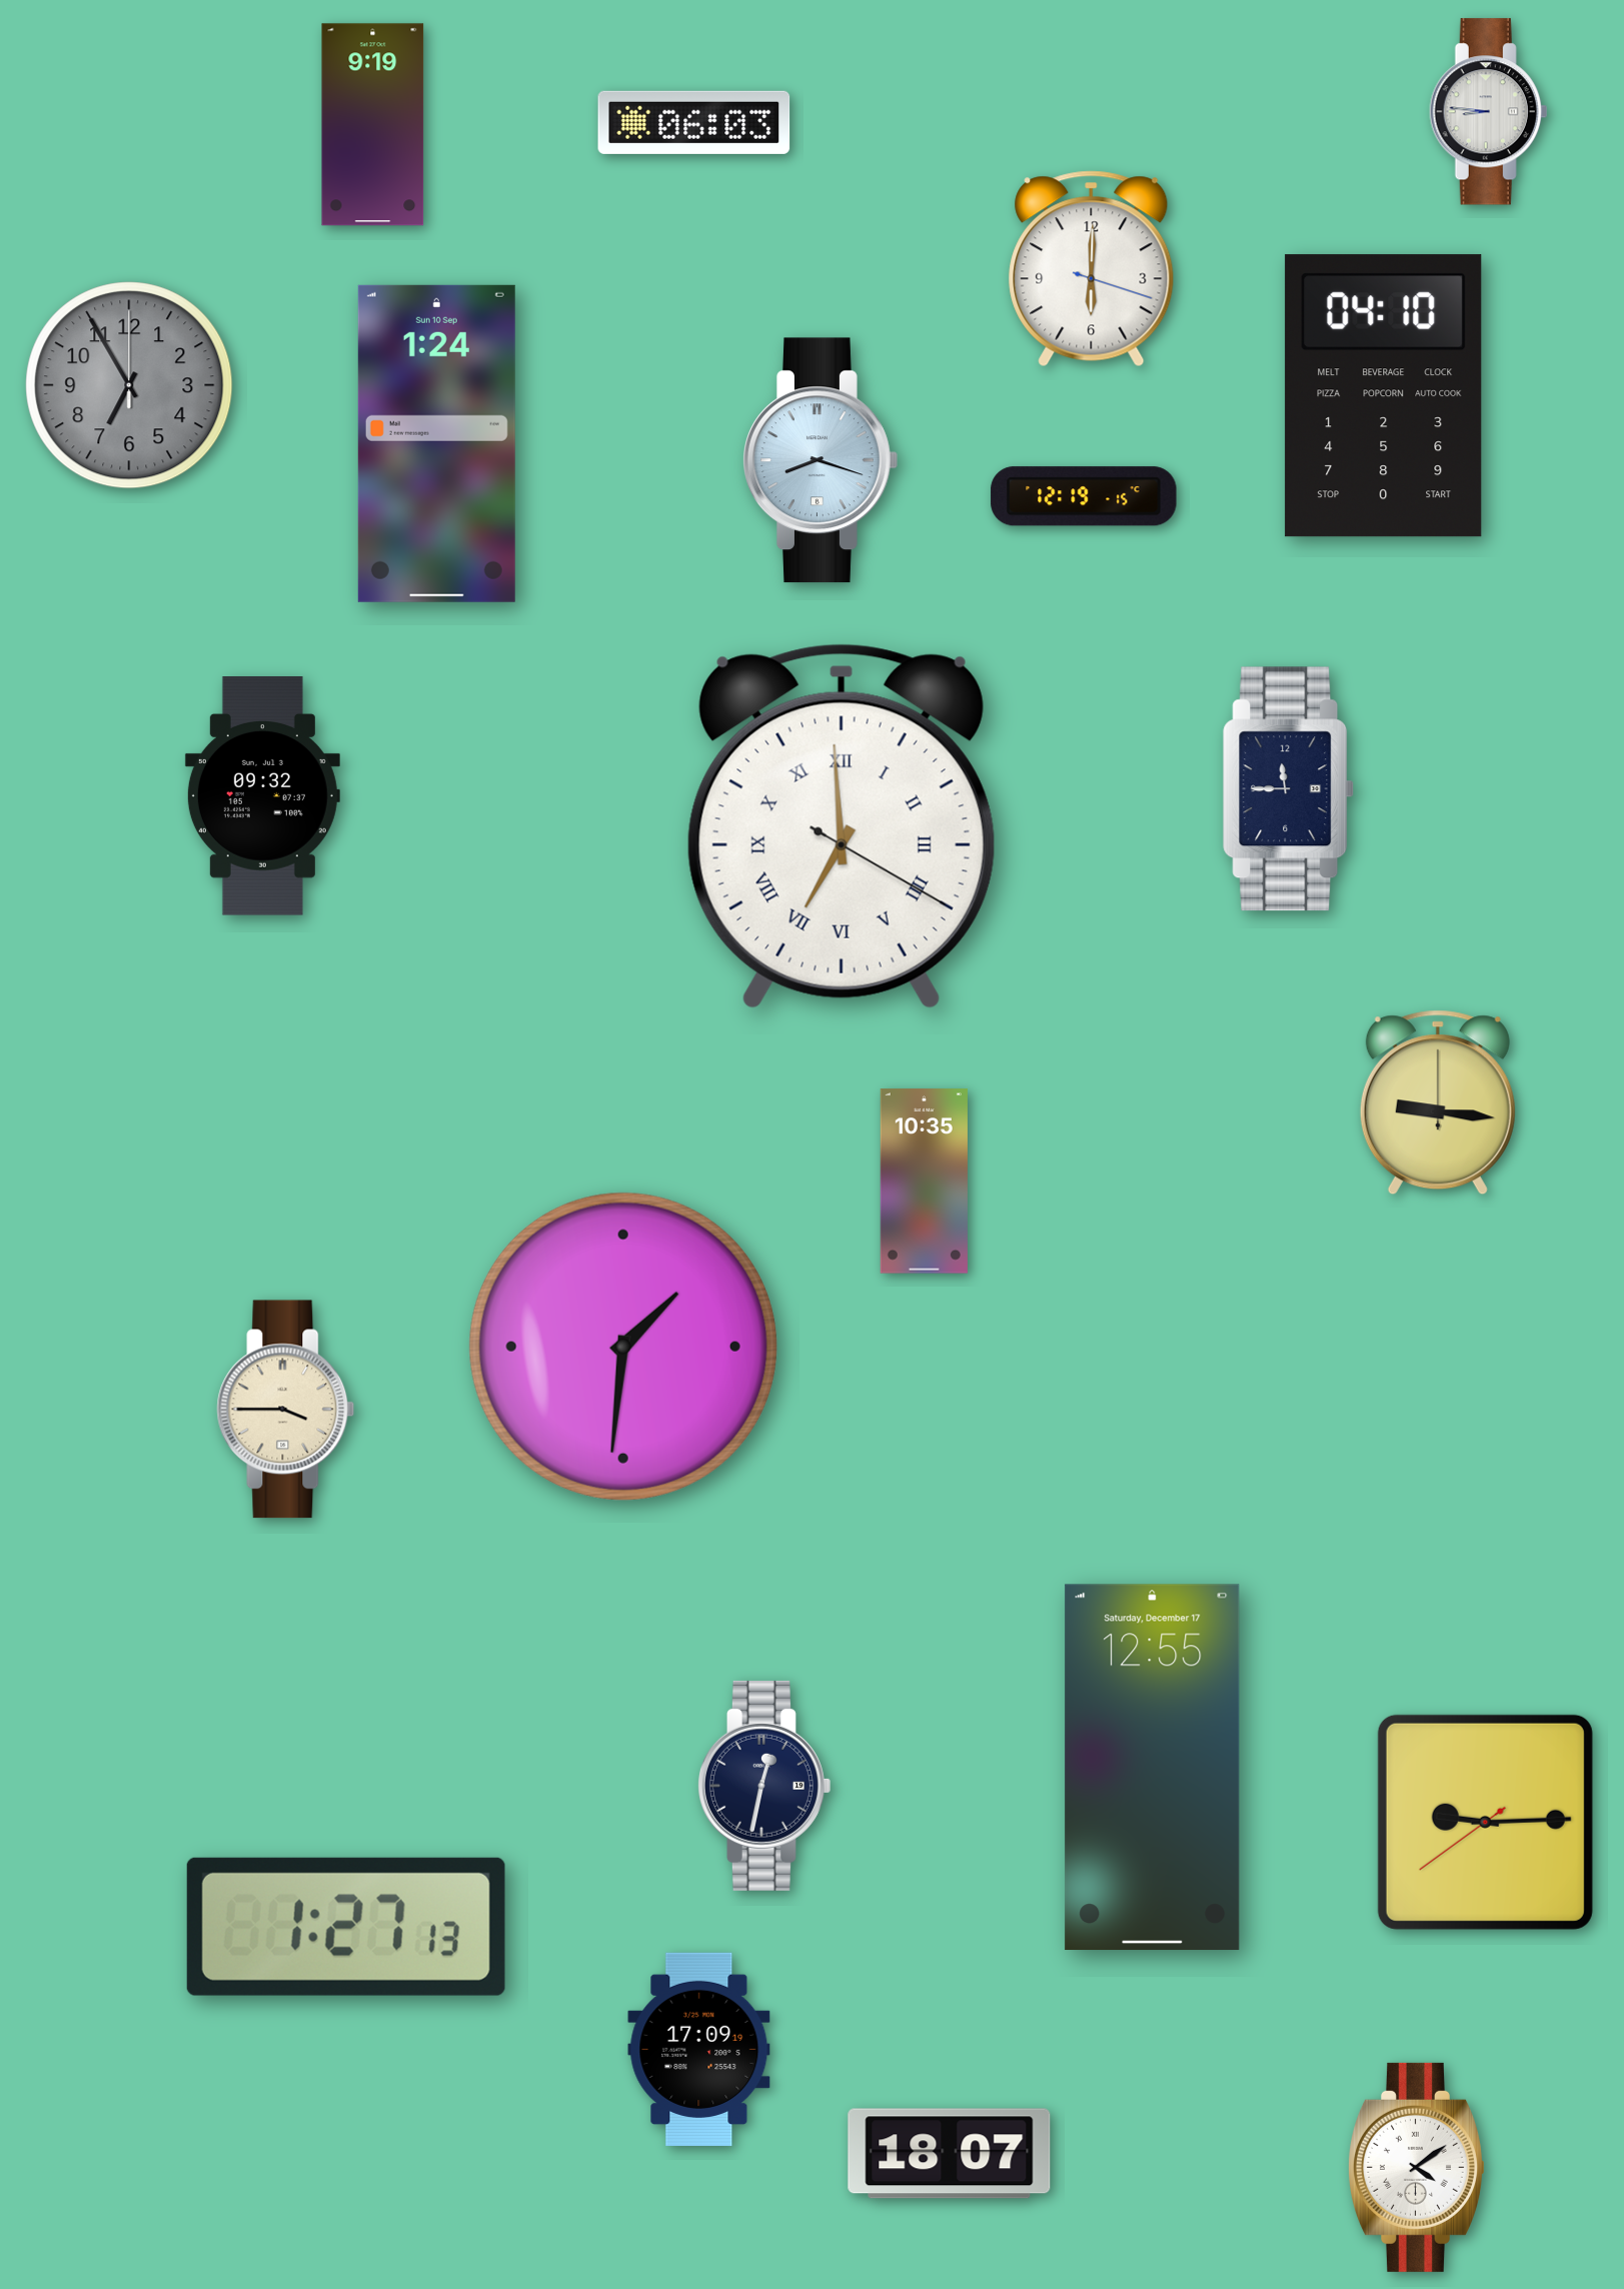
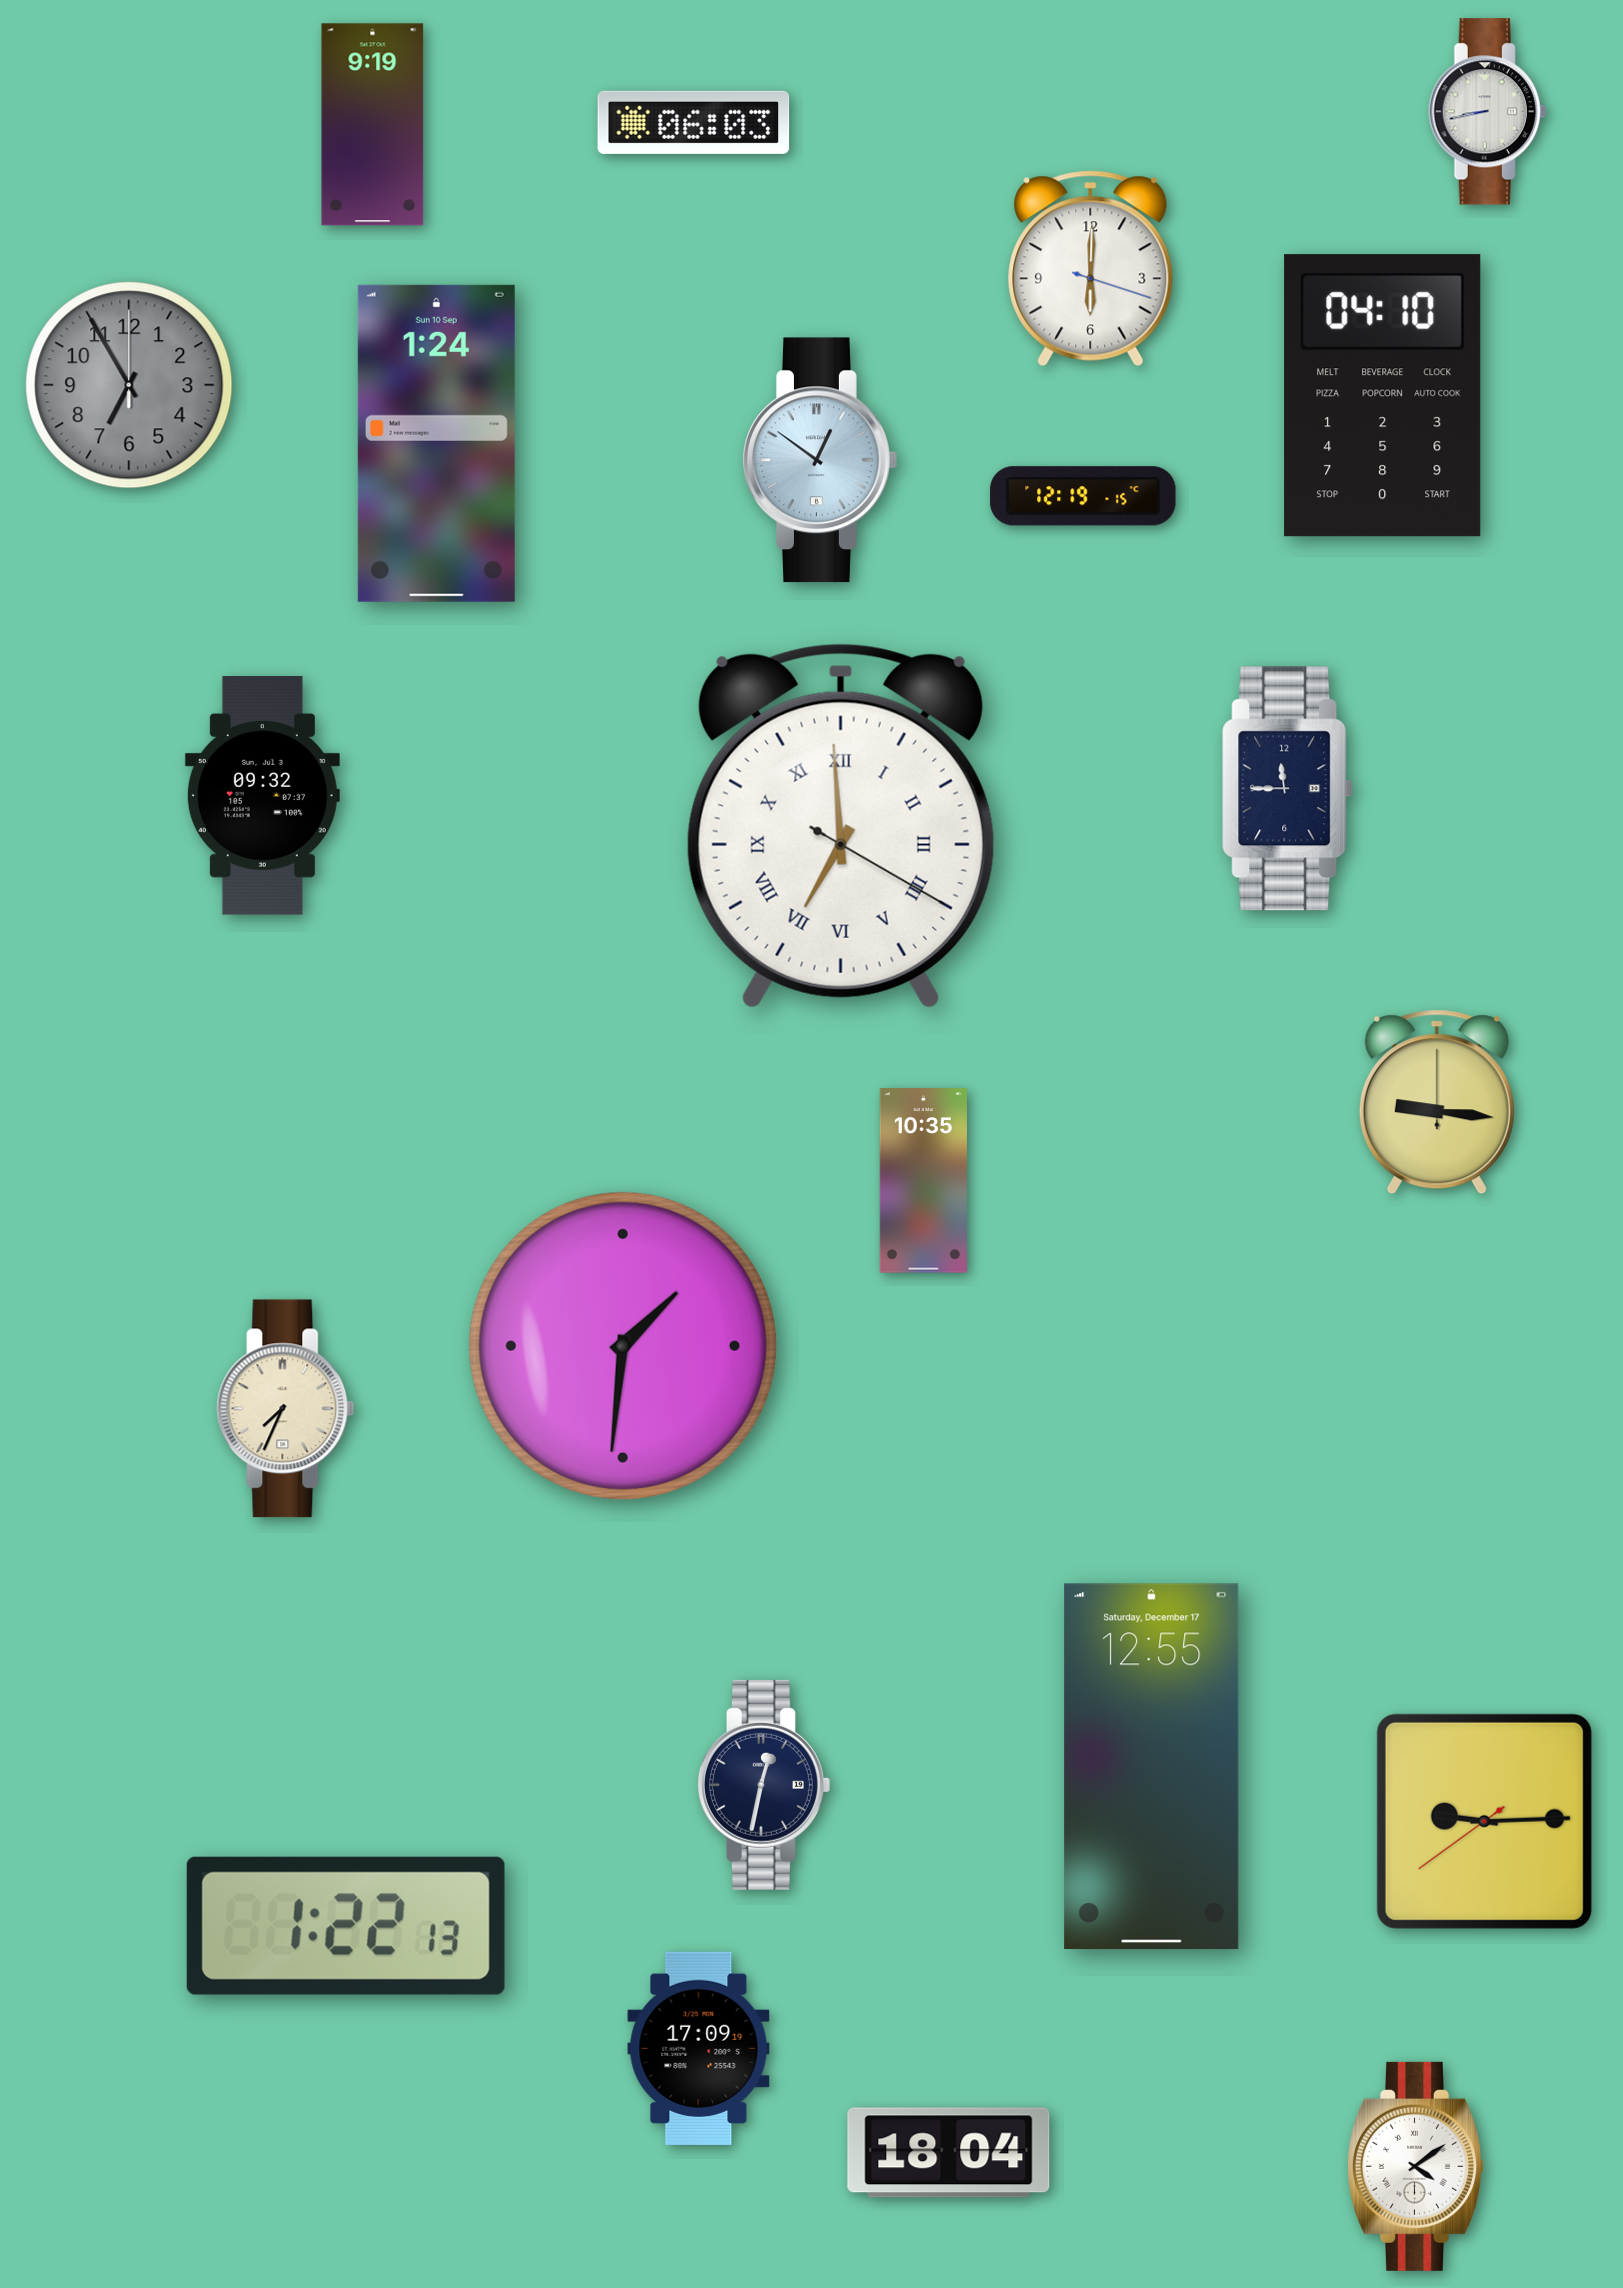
clock at (1489, 112): 8:46 -> 8:43
clock at (821, 460): 8:18 -> 12:51
clock at (286, 1410): 3:45 -> 7:34
clock at (346, 1927): 1:27 -> 1:22
clock at (950, 2154): 18:07 -> 18:04
